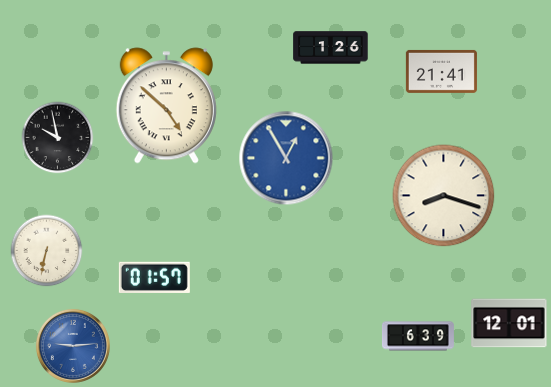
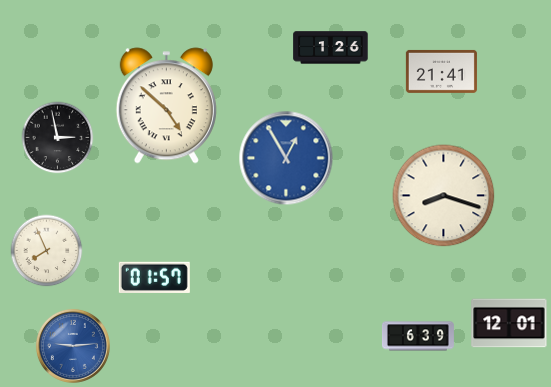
clock at (58, 138): 9:58 -> 2:58
clock at (47, 251): 6:32 -> 7:56
